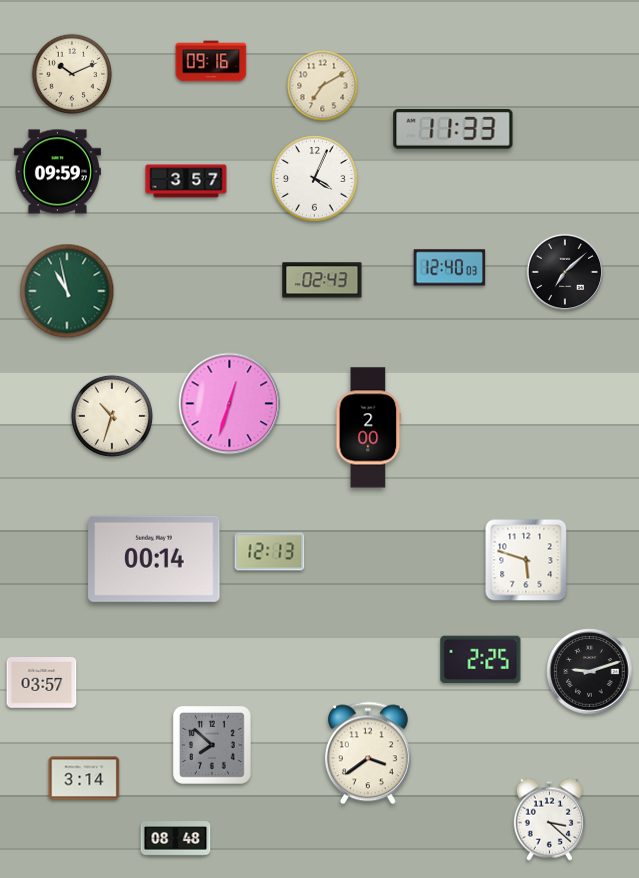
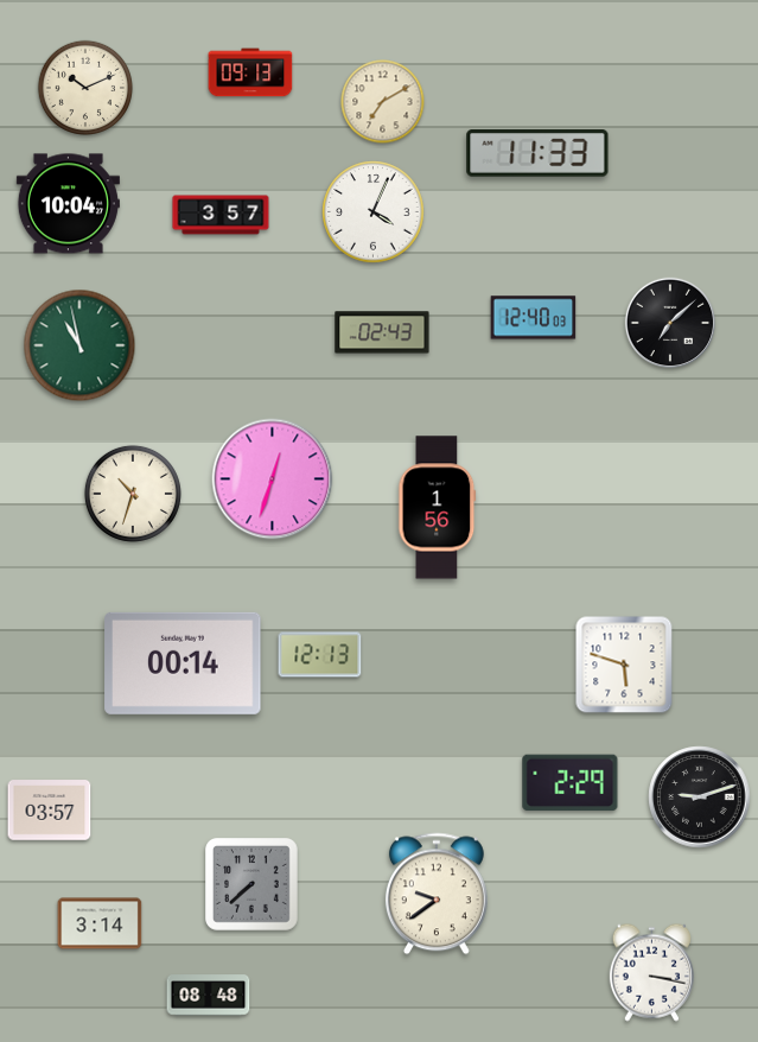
clock at (211, 61): 09:16 -> 09:13
clock at (57, 172): 09:59 -> 10:04
clock at (369, 428): 2:00 -> 1:56
clock at (481, 660): 2:25 -> 2:29
clock at (213, 746): 7:52 -> 7:38
clock at (368, 753): 3:39 -> 9:39
clock at (549, 819): 3:22 -> 3:17
